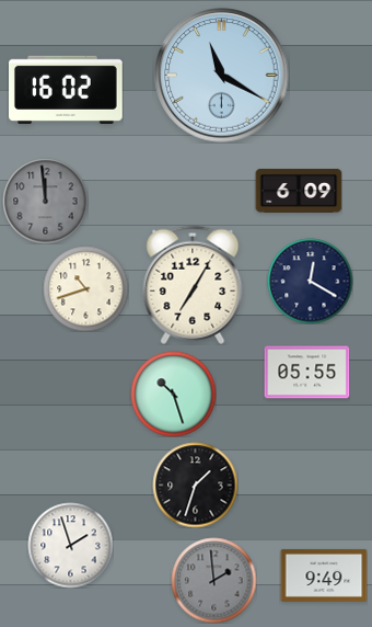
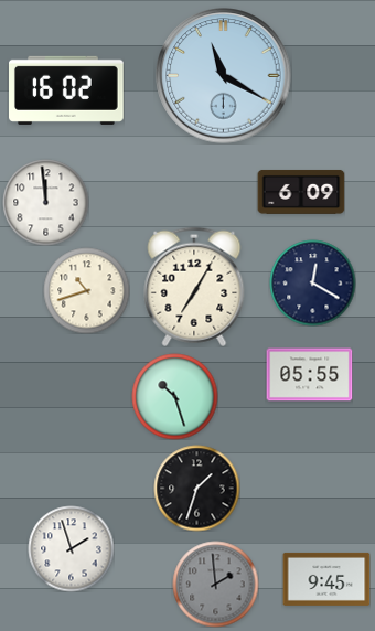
clock at (45, 201) dial: grey -> white
clock at (324, 575): 9:49 -> 9:45
